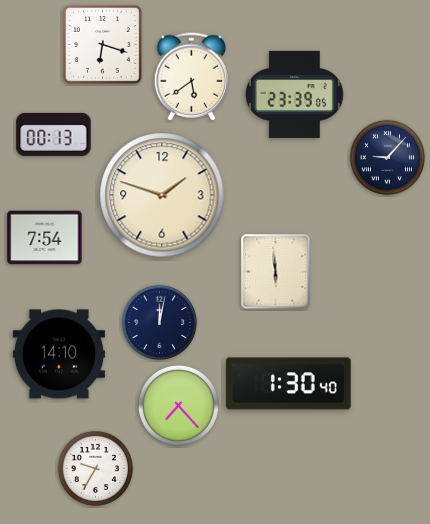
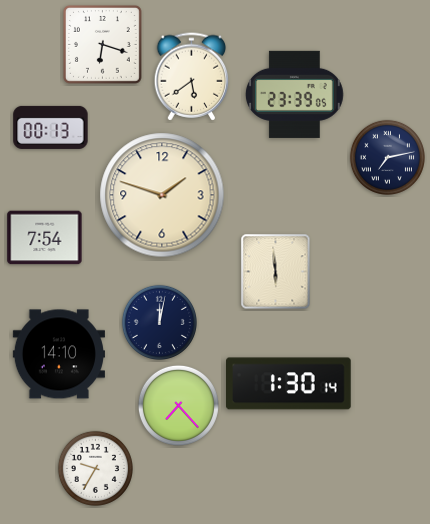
clock at (54, 134) position: (54, 134) -> (51, 127)
clock at (387, 157): 9:07 -> 7:13
clock at (289, 384): 1:30:40 -> 1:30:14
